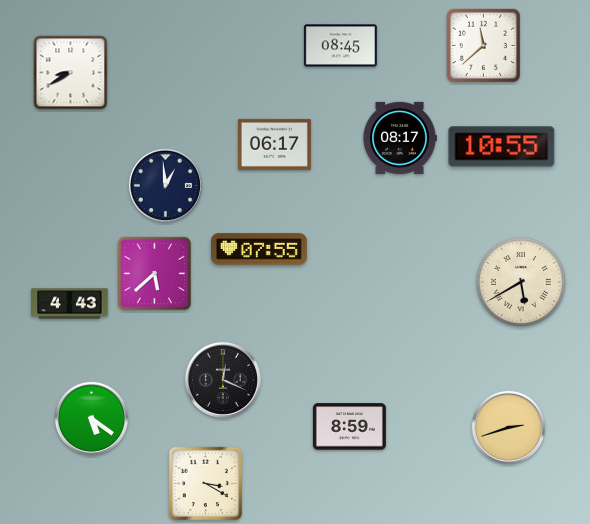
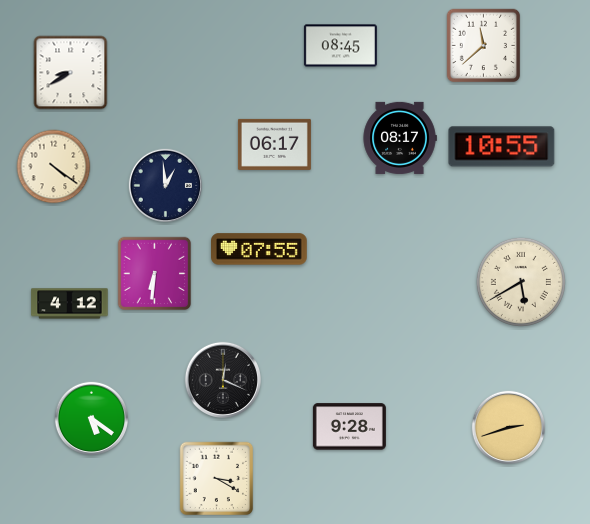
clock at (54, 167): none -> 4:21
clock at (155, 274): 5:38 -> 6:31
clock at (70, 304): 4:43 -> 4:12
clock at (349, 427): 8:59 -> 9:28
clock at (206, 484) position: (206, 484) -> (217, 479)
